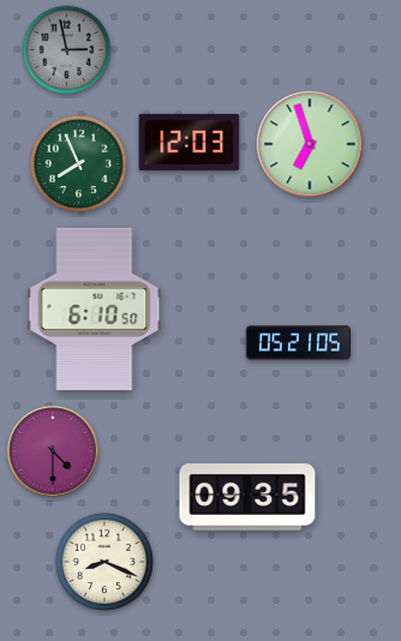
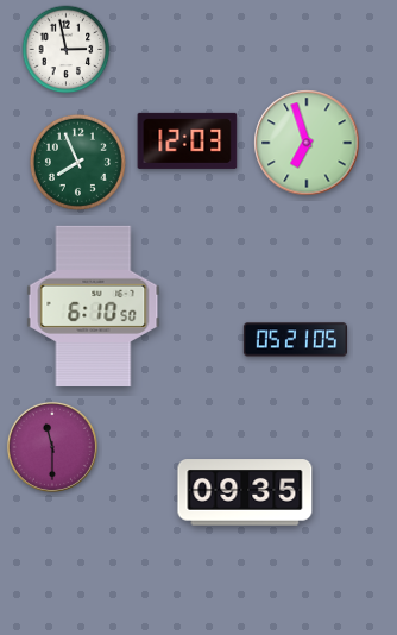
clock at (67, 50) dial: grey -> white
clock at (53, 451): 4:30 -> 11:30
clock at (104, 562): 8:19 -> none
